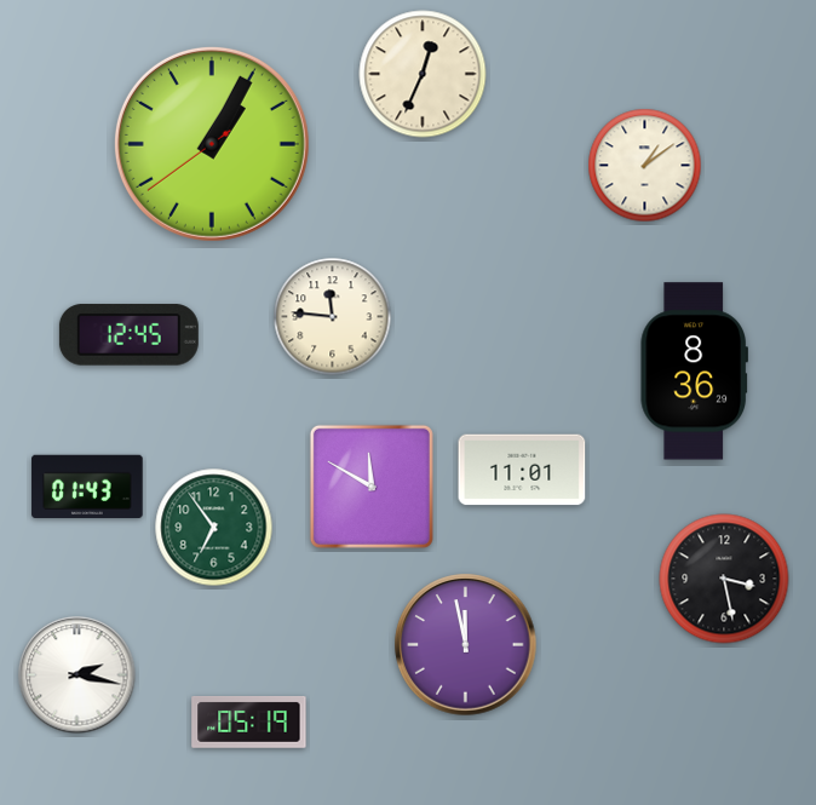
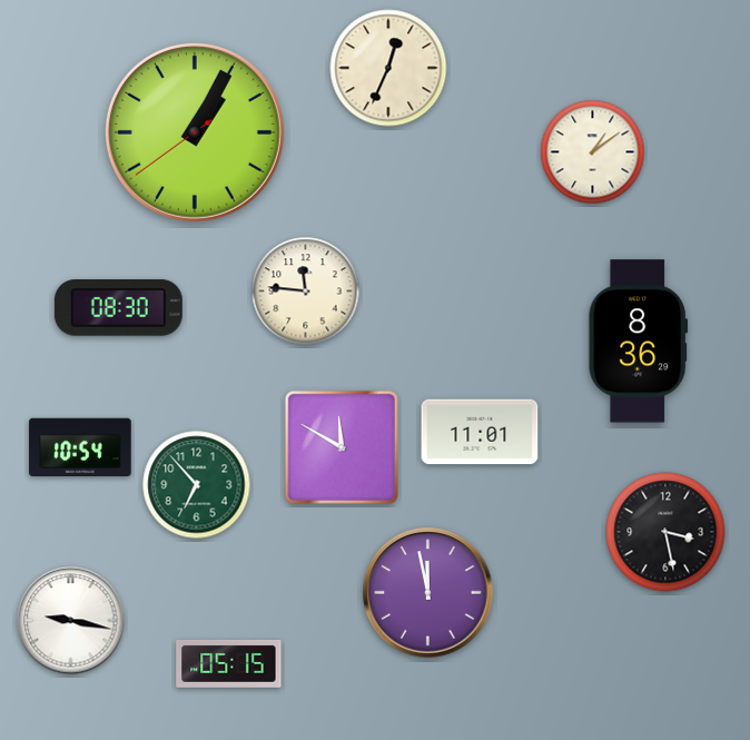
clock at (128, 335): 12:45 -> 08:30
clock at (87, 485): 01:43 -> 10:54
clock at (214, 528): 6:54 -> 6:53
clock at (77, 675): 2:17 -> 9:17
clock at (249, 723): 05:19 -> 05:15
